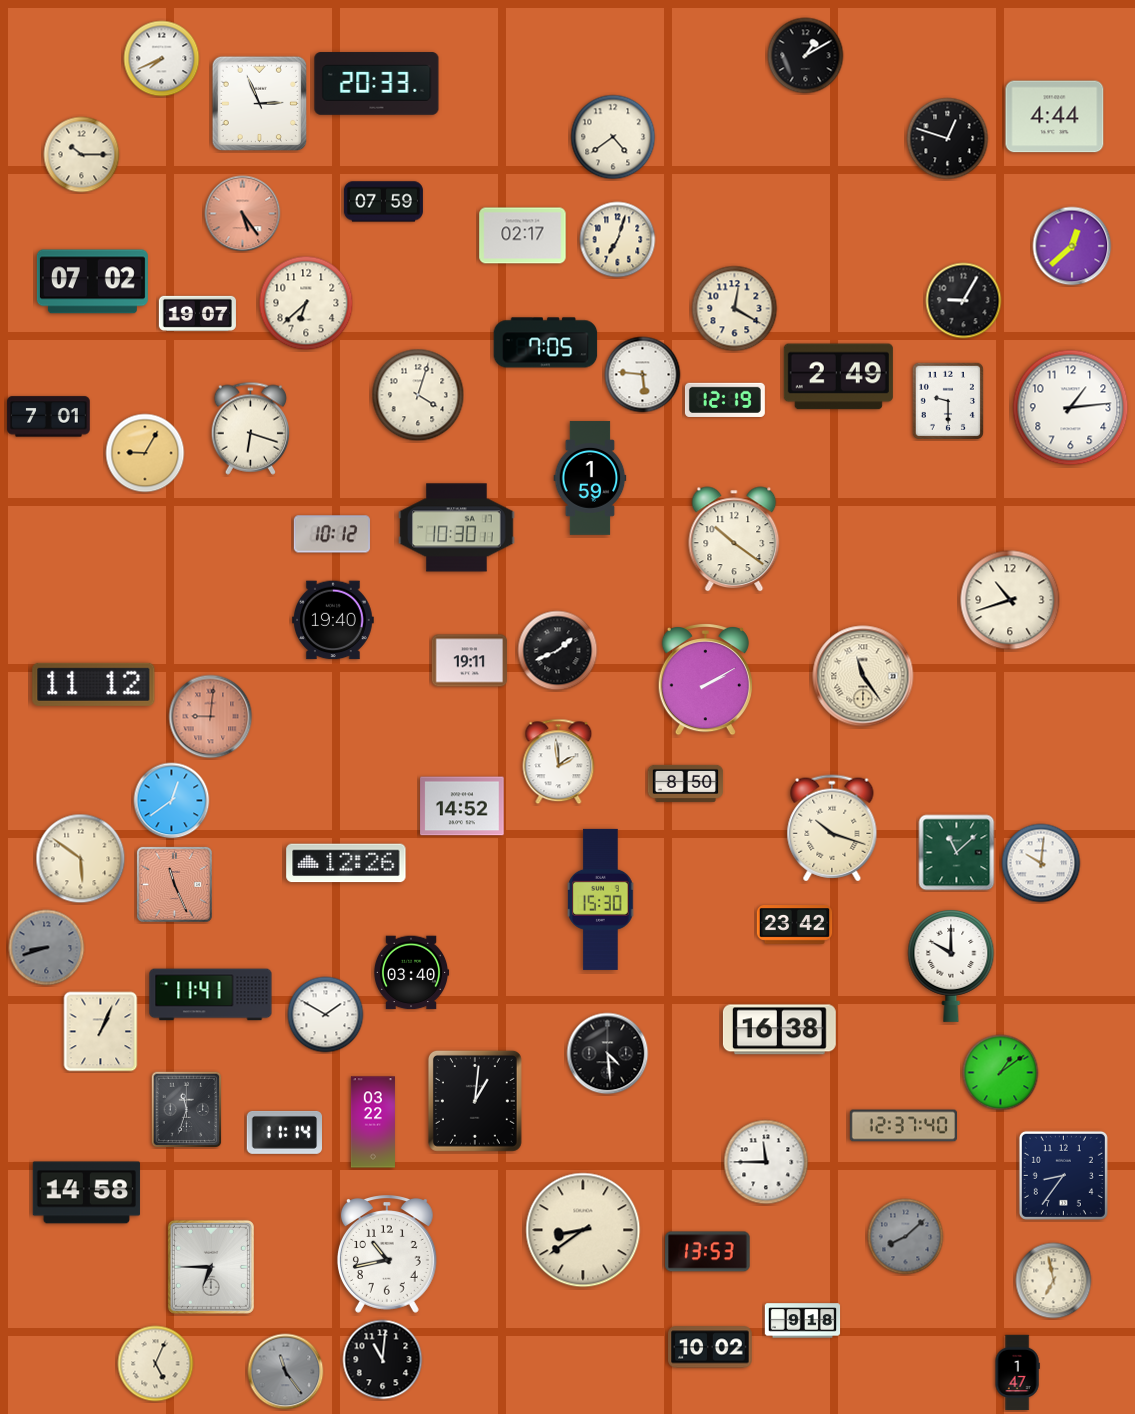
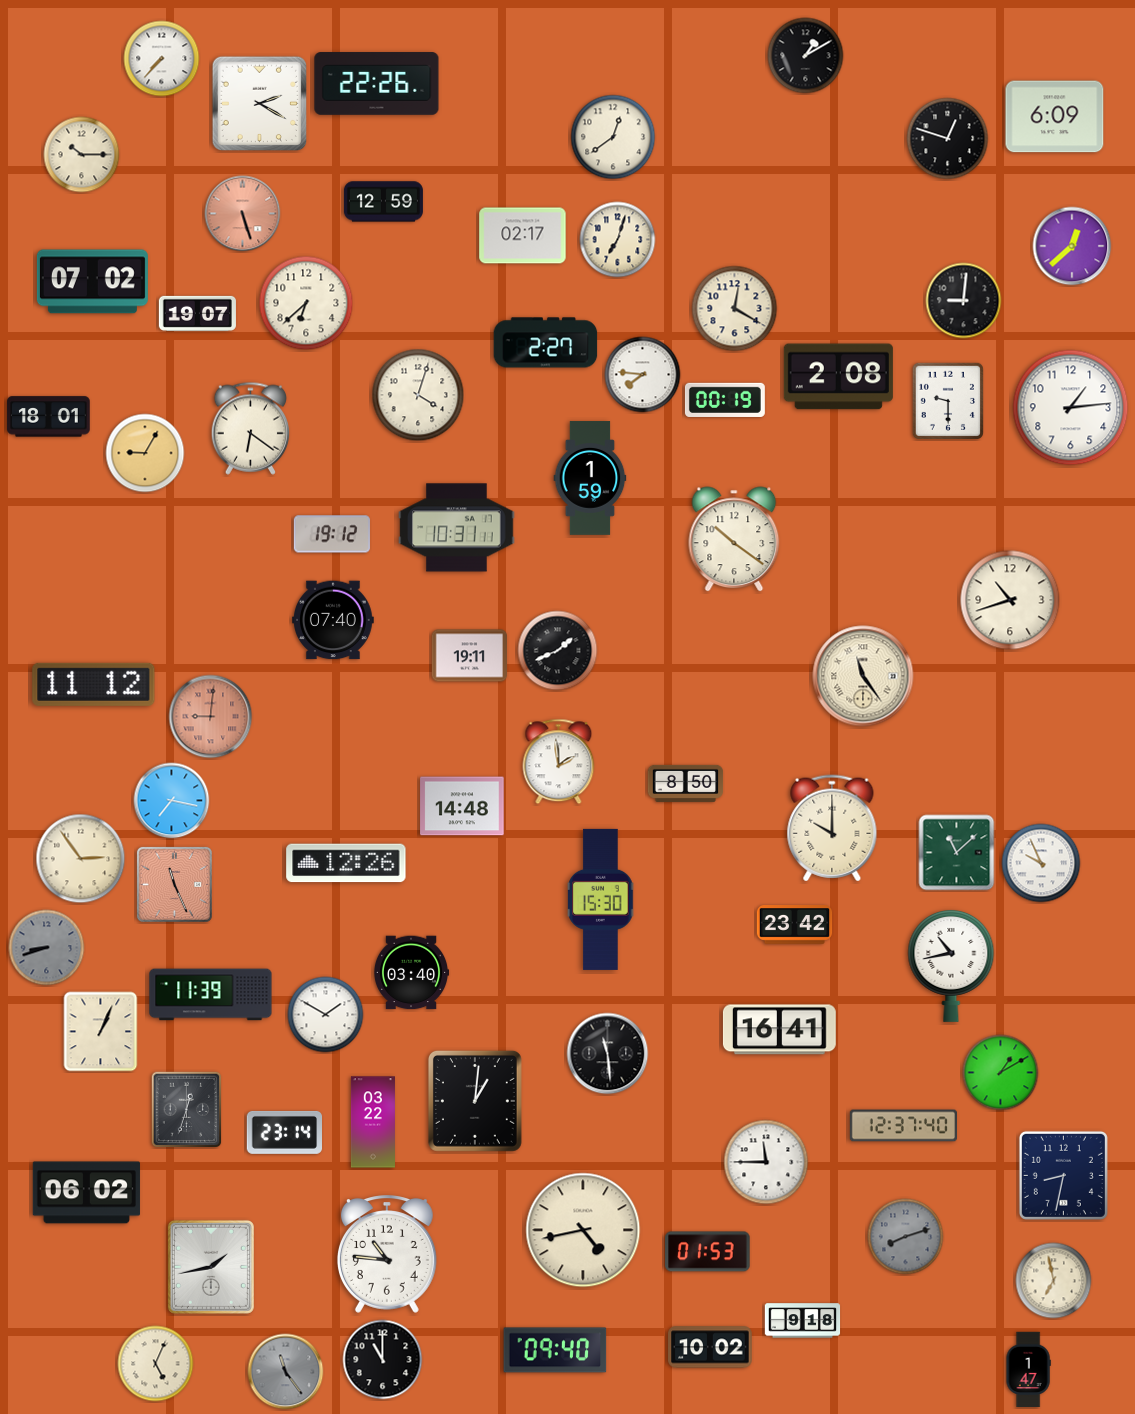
clock at (162, 59): 7:41 -> 7:37
clock at (377, 84): 20:33 -> 22:26
clock at (259, 103): 2:56 -> 2:20
clock at (1055, 117): 4:44 -> 6:09
clock at (613, 137): 4:39 -> 12:39
clock at (383, 202): 07:59 -> 12:59
clock at (243, 214): 5:24 -> 5:27
clock at (964, 301): 9:05 -> 9:01
clock at (546, 343): 7:05 -> 2:27
clock at (643, 375): 5:46 -> 7:46
clock at (838, 377): 2:49 -> 2:08
clock at (725, 400): 12:19 -> 00:19
clock at (49, 417): 7:01 -> 18:01
clock at (250, 428): 6:18 -> 6:21
clock at (457, 528): 10:30 -> 10:31
clock at (332, 534): 10:12 -> 19:12
clock at (334, 620): 19:40 -> 07:40
clock at (470, 661) position: (470, 661) -> (470, 656)
clock at (705, 679): 2:10 -> none
clock at (172, 801): 12:39 -> 7:17
clock at (462, 806): 14:52 -> 14:48
clock at (832, 828): 10:18 -> 10:00
clock at (81, 859): 5:51 -> 2:54
clock at (1041, 863): 10:01 -> 9:56
clock at (951, 965): 10:00 -> 10:43
clock at (211, 995): 11:41 -> 11:39
clock at (779, 1030): 16:38 -> 16:41
clock at (608, 1054): 4:29 -> 11:29
clock at (1001, 1073): 1:09 -> 1:10
clock at (187, 1110): 11:33 -> 12:33
clock at (284, 1132): 11:14 -> 23:14
clock at (1063, 1175): 8:36 -> 8:32
clock at (86, 1193): 14:58 -> 06:02
clock at (583, 1230): 8:39 -> 4:43
clock at (906, 1237): 8:08 -> 8:12
clock at (708, 1252): 13:53 -> 01:53
clock at (387, 1254): 10:43 -> 10:46
clock at (211, 1267): 6:45 -> 1:43
clock at (555, 1350): none -> 09:40
clock at (383, 1360): 11:01 -> 11:00
clock at (1017, 1373) position: (1017, 1373) -> (1028, 1370)
